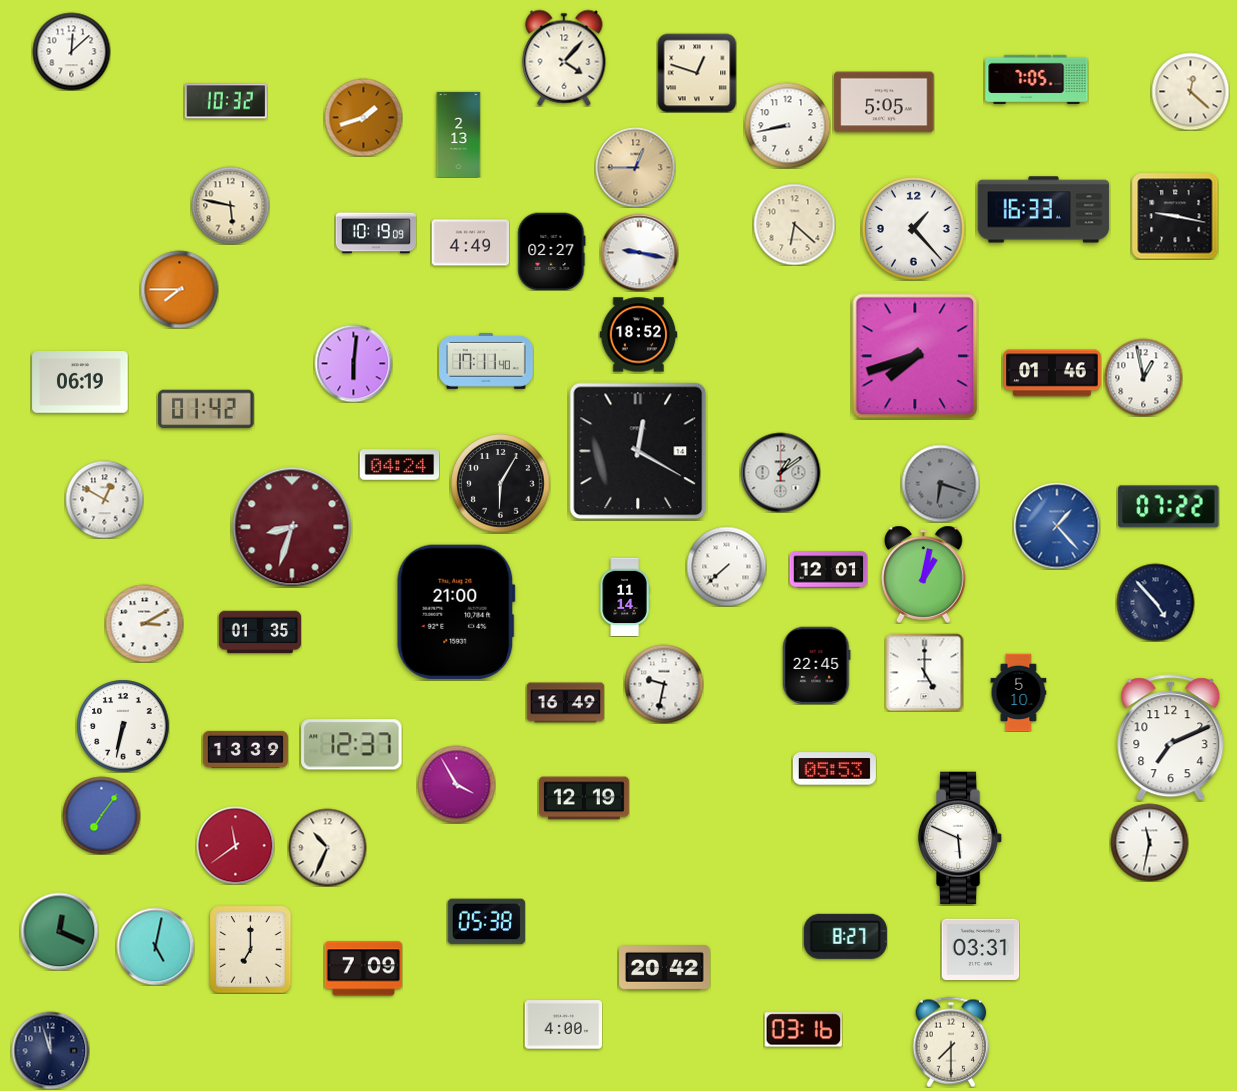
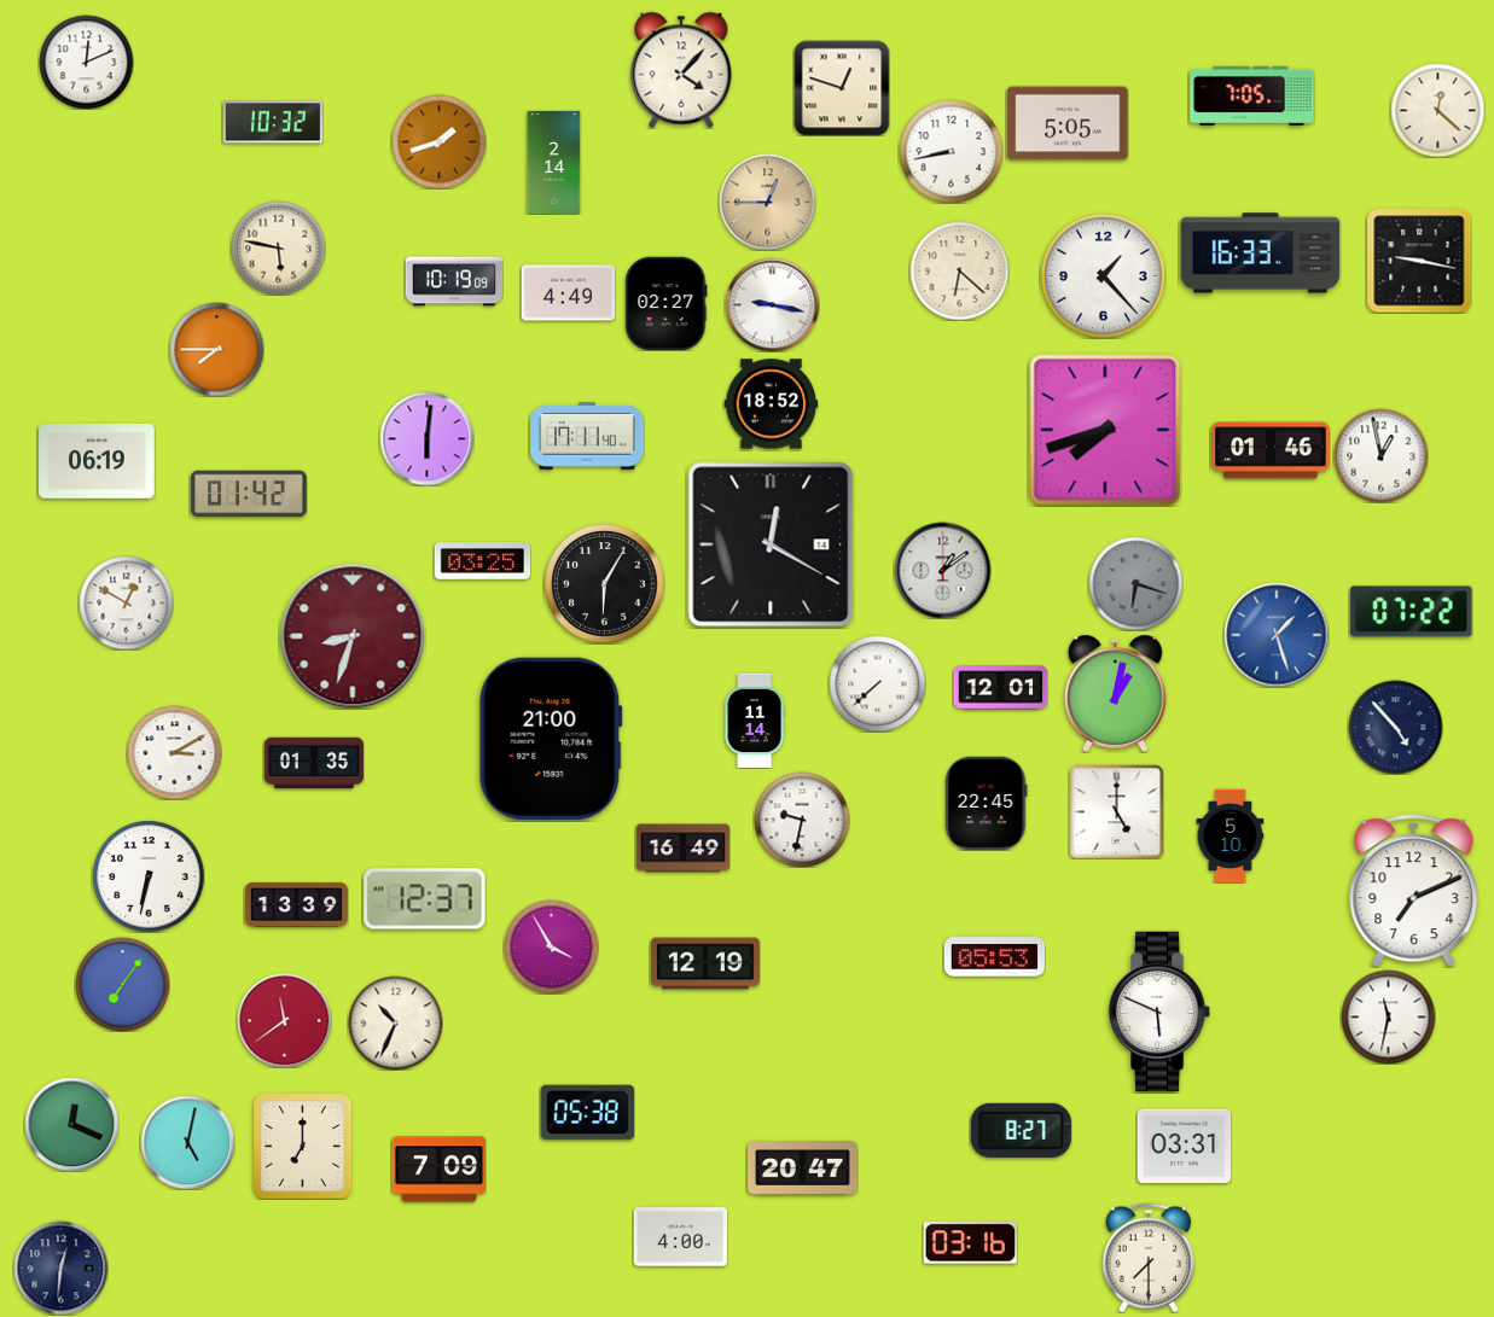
clock at (71, 51): 12:08 -> 12:11
clock at (459, 134): 2:13 -> 2:14
clock at (399, 465): 04:24 -> 03:25
clock at (1057, 526): 1:23 -> 1:27
clock at (664, 684) position: (664, 684) -> (802, 820)
clock at (834, 769) position: (834, 769) -> (994, 957)
clock at (665, 968): 20:42 -> 20:47
clock at (50, 1050): 11:57 -> 12:31
